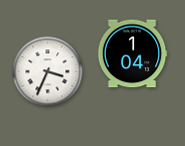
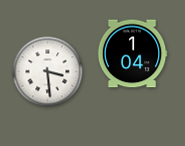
clock at (48, 72): 3:34 -> 3:29
